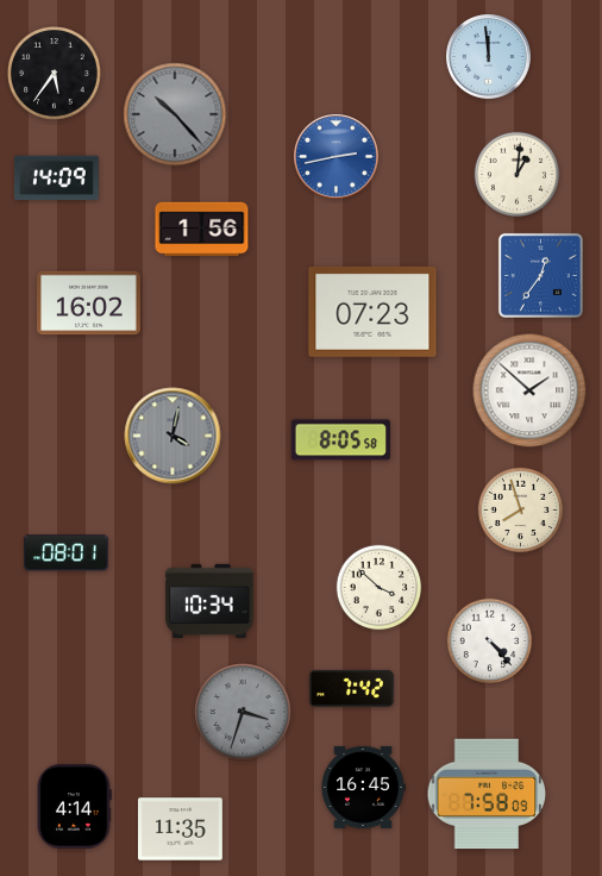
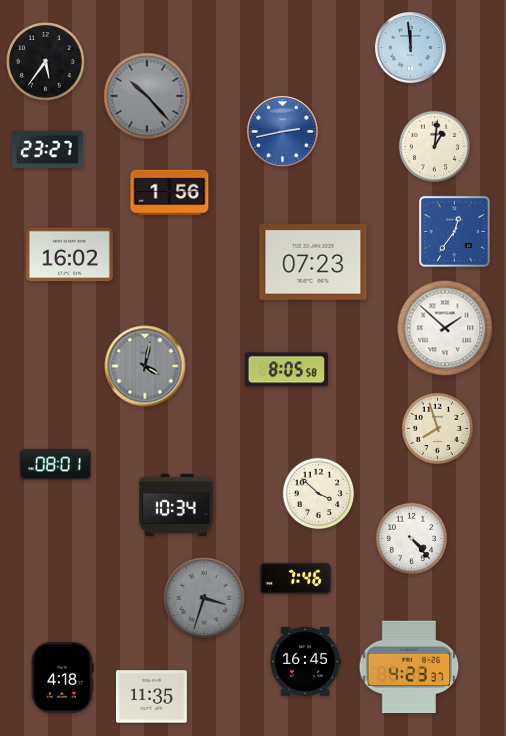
clock at (56, 177): 14:09 -> 23:27
clock at (89, 304) position: (89, 304) -> (70, 255)
clock at (352, 688): 7:42 -> 7:46
clock at (487, 794): 7:58 -> 4:23
clock at (74, 806): 4:14 -> 4:18
